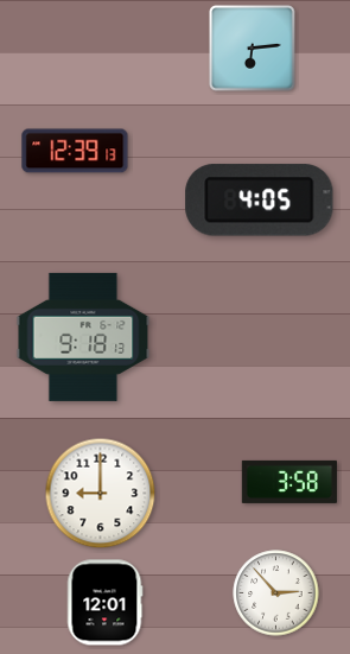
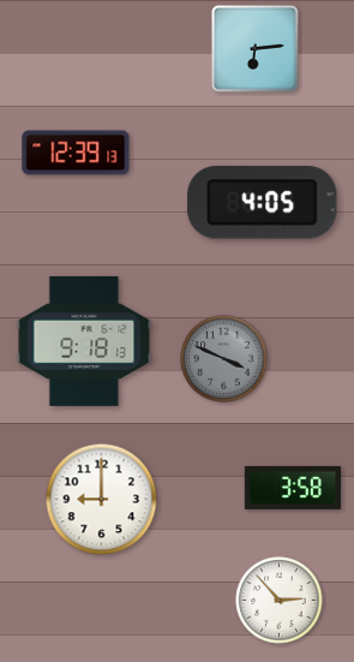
clock at (224, 359): none -> 3:49
clock at (104, 603): 12:01 -> none
